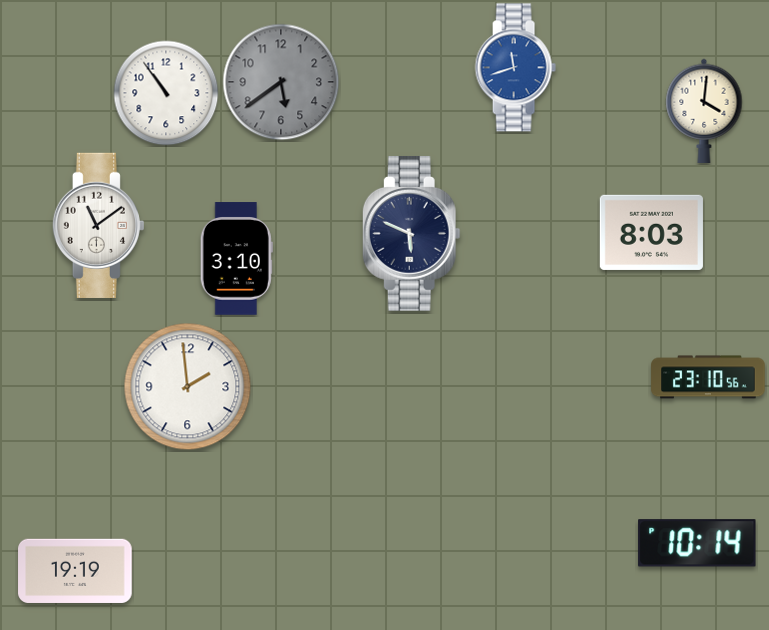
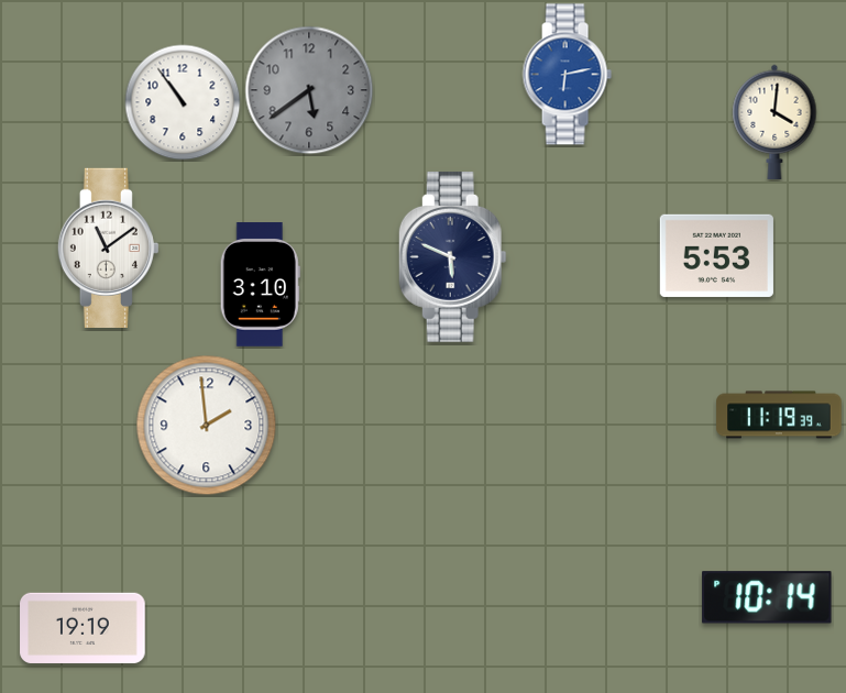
clock at (515, 68): 11:42 -> 6:13
clock at (651, 232): 8:03 -> 5:53
clock at (708, 377): 23:10 -> 11:19
